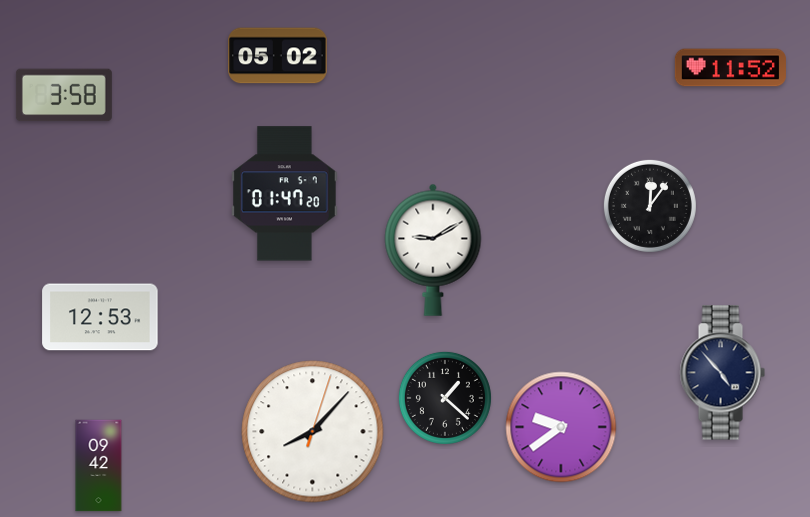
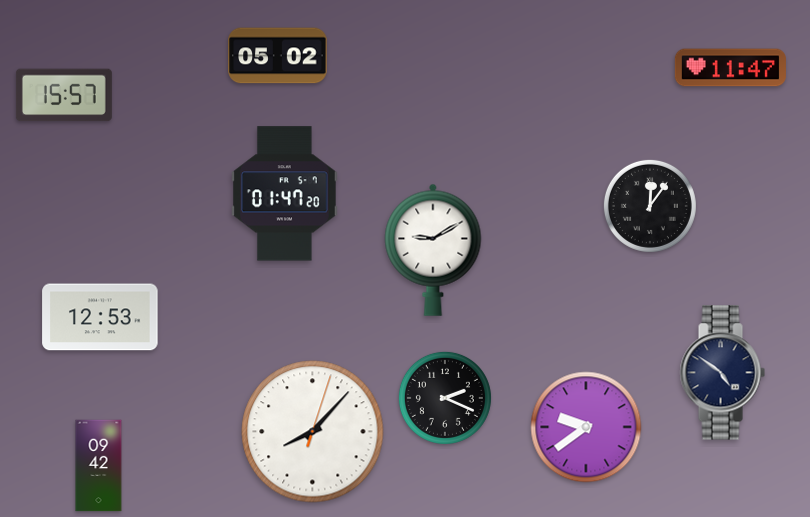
clock at (730, 68): 11:52 -> 11:47
clock at (64, 95): 3:58 -> 15:57
clock at (722, 373): 4:53 -> 4:51
clock at (445, 398): 1:22 -> 2:19
clock at (561, 427) position: (561, 427) -> (586, 427)
